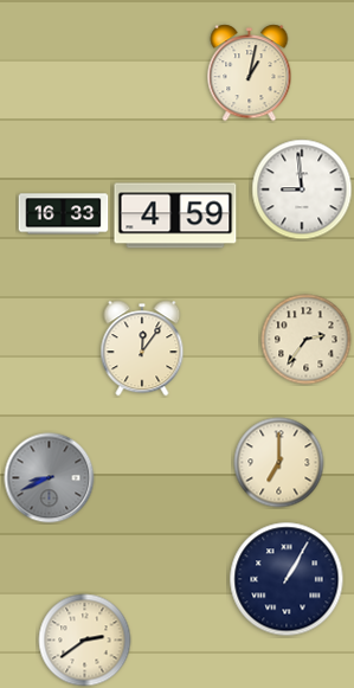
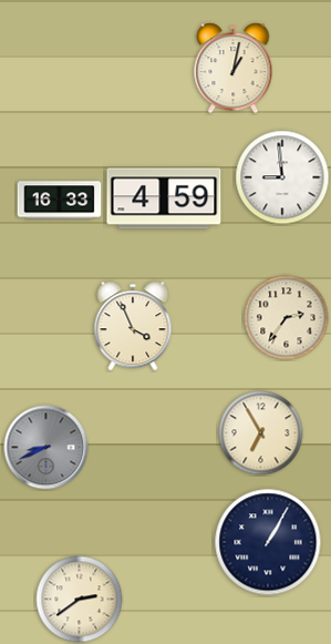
clock at (175, 216) position: (175, 216) -> (164, 198)
clock at (142, 348): 12:06 -> 3:56
clock at (279, 463): 7:00 -> 6:55
